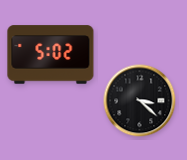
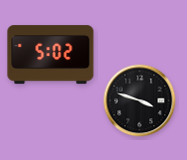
clock at (140, 101): 3:22 -> 3:48
